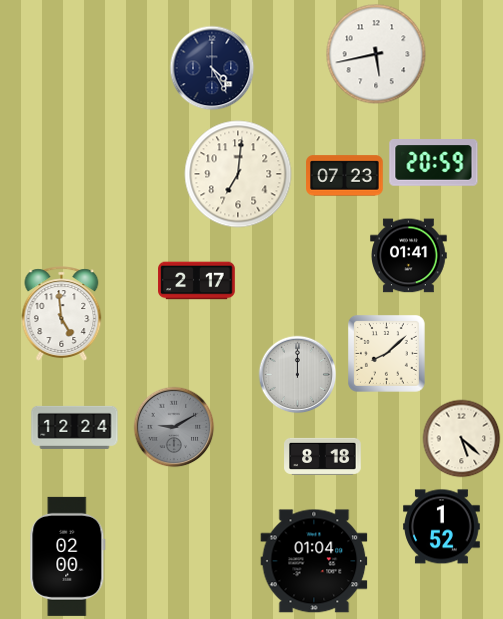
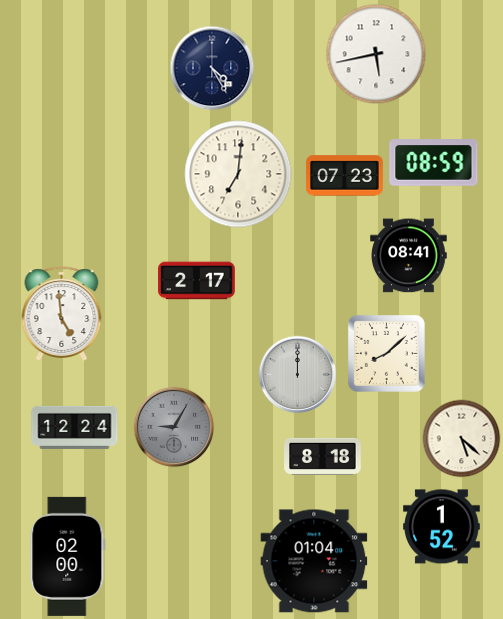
clock at (434, 163): 20:59 -> 08:59
clock at (409, 256): 01:41 -> 08:41
clock at (174, 427): 9:10 -> 9:05
